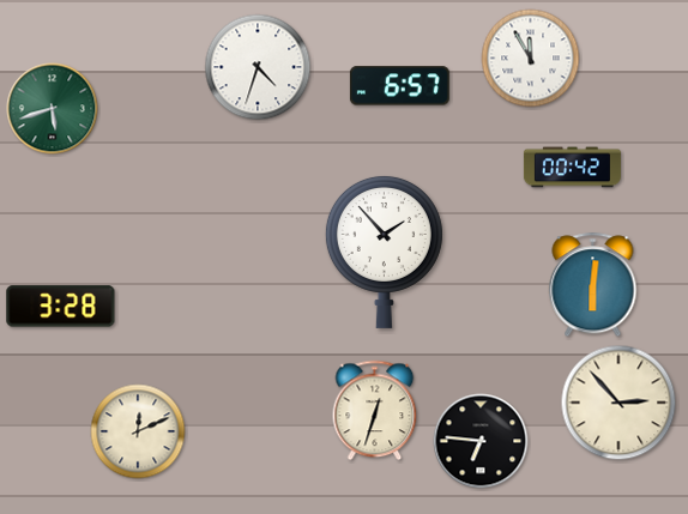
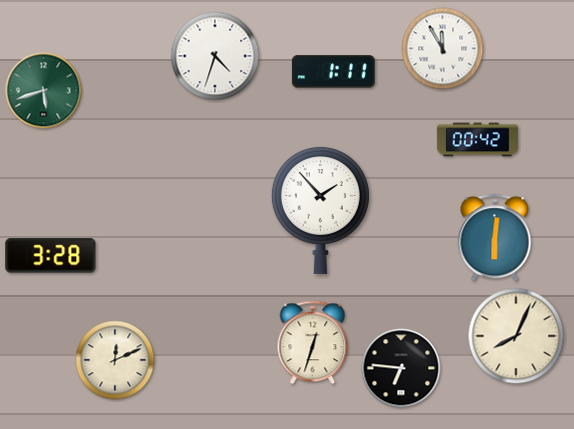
clock at (399, 86): 6:57 -> 1:11
clock at (618, 403): 2:53 -> 8:04
